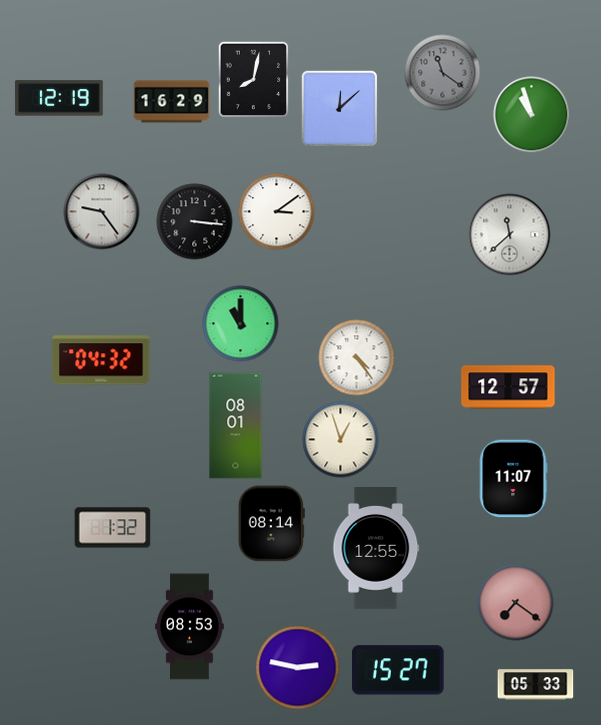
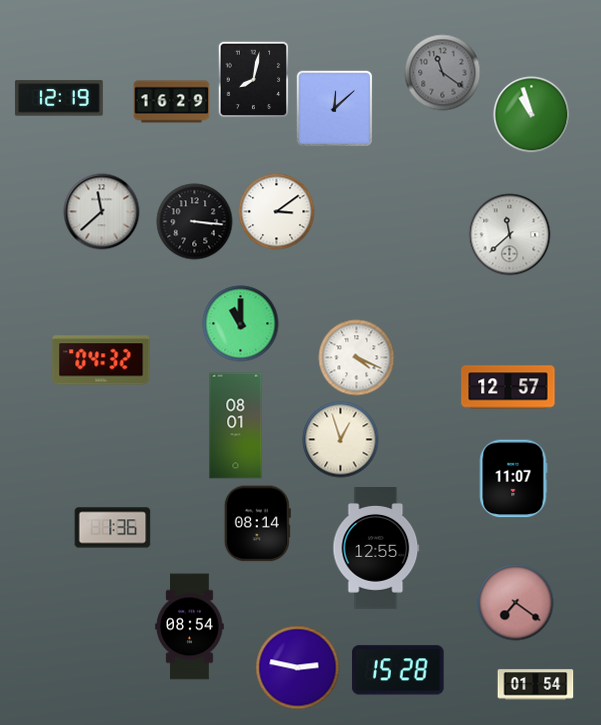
clock at (339, 108) position: (339, 108) -> (334, 108)
clock at (102, 212): 9:24 -> 11:38
clock at (357, 358): 4:24 -> 4:19
clock at (271, 524) position: (271, 524) -> (257, 524)
clock at (113, 528): 1:32 -> 1:36
clock at (190, 627): 08:53 -> 08:54
clock at (398, 670): 15:27 -> 15:28
clock at (536, 685): 05:33 -> 01:54
